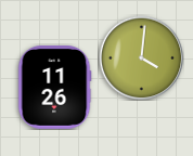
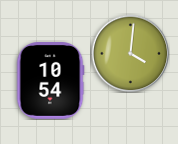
clock at (54, 88): 11:26 -> 10:54
